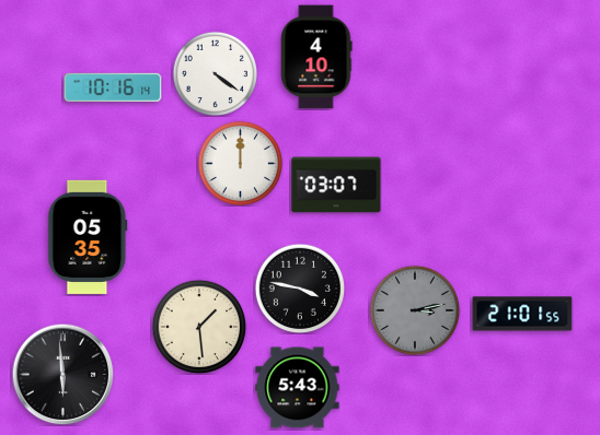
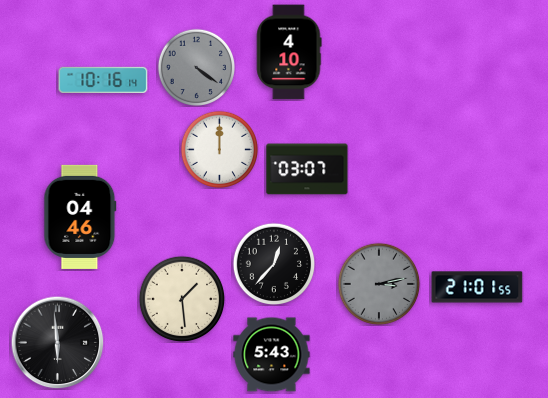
clock at (215, 73) dial: white -> grey
clock at (88, 237): 05:35 -> 04:46
clock at (300, 289): 3:47 -> 12:37
